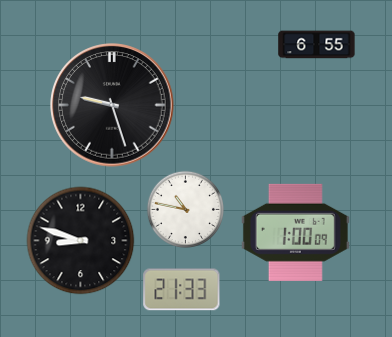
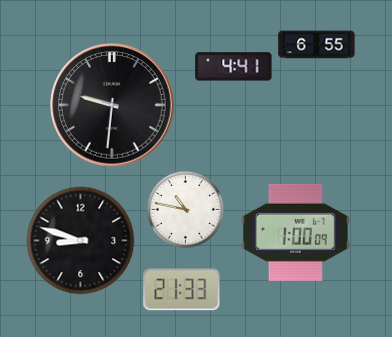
clock at (234, 67): none -> 4:41
clock at (112, 105): 9:27 -> 9:31
